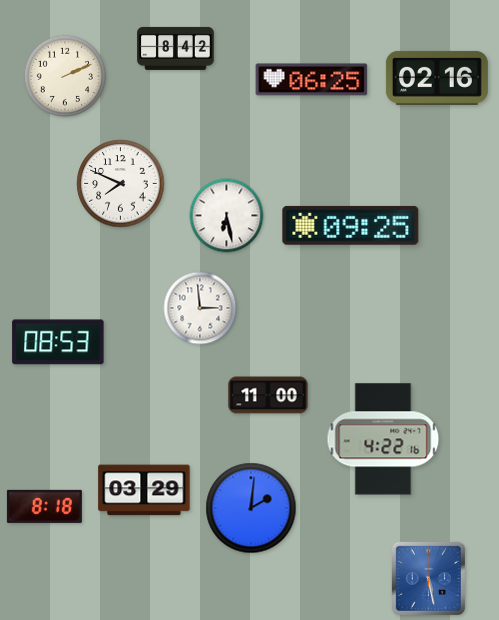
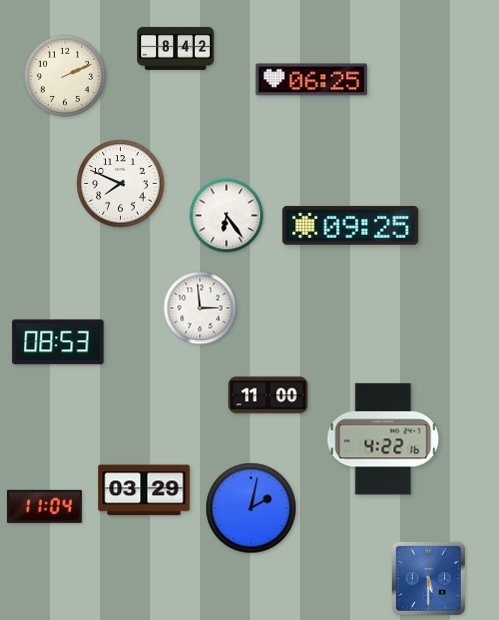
clock at (437, 78): 02:16 -> none
clock at (227, 216): 6:28 -> 6:24
clock at (44, 506): 8:18 -> 11:04
clock at (251, 508): 2:01 -> 2:02
clock at (428, 578): 5:28 -> 5:30
